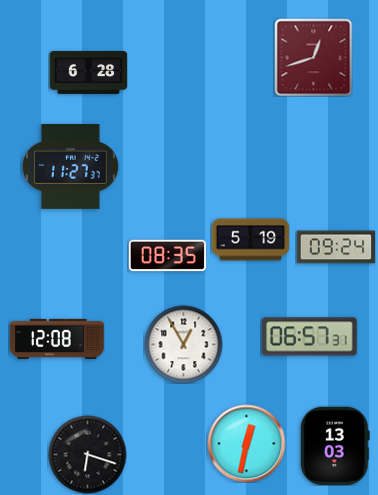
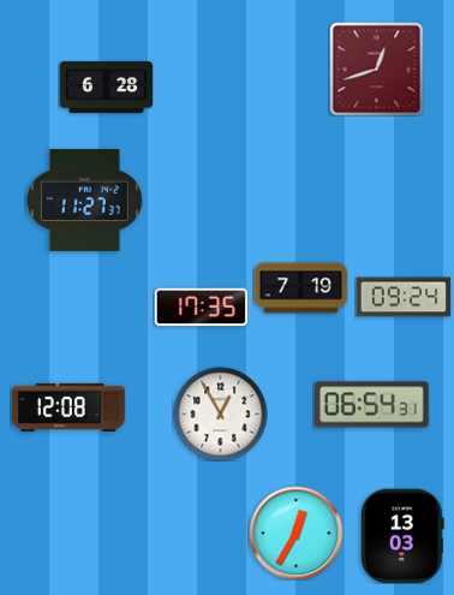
clock at (250, 240): 5:19 -> 7:19
clock at (167, 256): 08:35 -> 17:35
clock at (310, 337): 06:57 -> 06:54
clock at (246, 443): 12:32 -> 12:35
clock at (87, 454): 6:18 -> none
